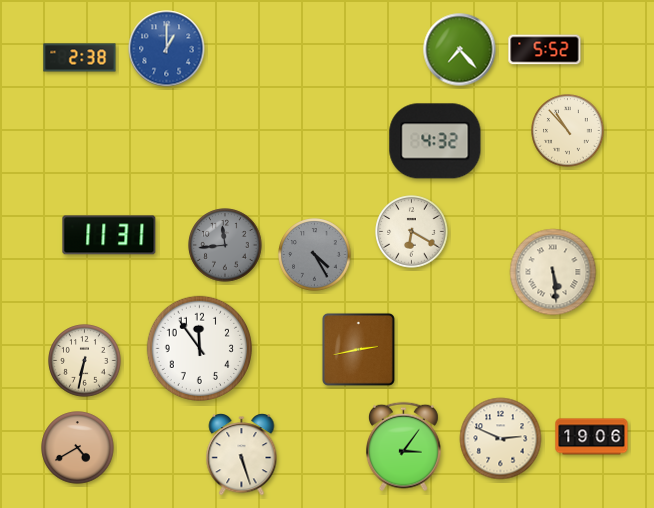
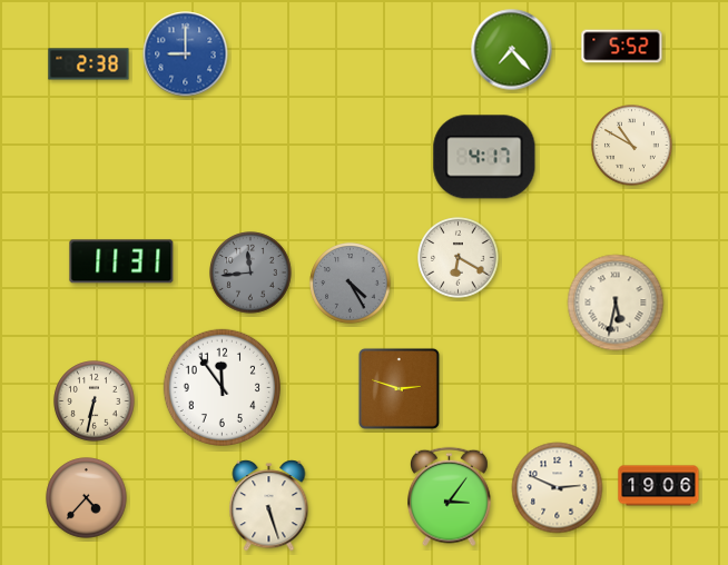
clock at (167, 49): 1:00 -> 9:00
clock at (460, 50) position: (460, 50) -> (512, 50)
clock at (545, 50) position: (545, 50) -> (622, 47)
clock at (568, 131): 10:53 -> 10:50
clock at (435, 141): 4:32 -> 4:17
clock at (553, 272): 5:29 -> 5:32
clock at (358, 349): 2:43 -> 2:48
clock at (78, 448): 4:40 -> 4:37
